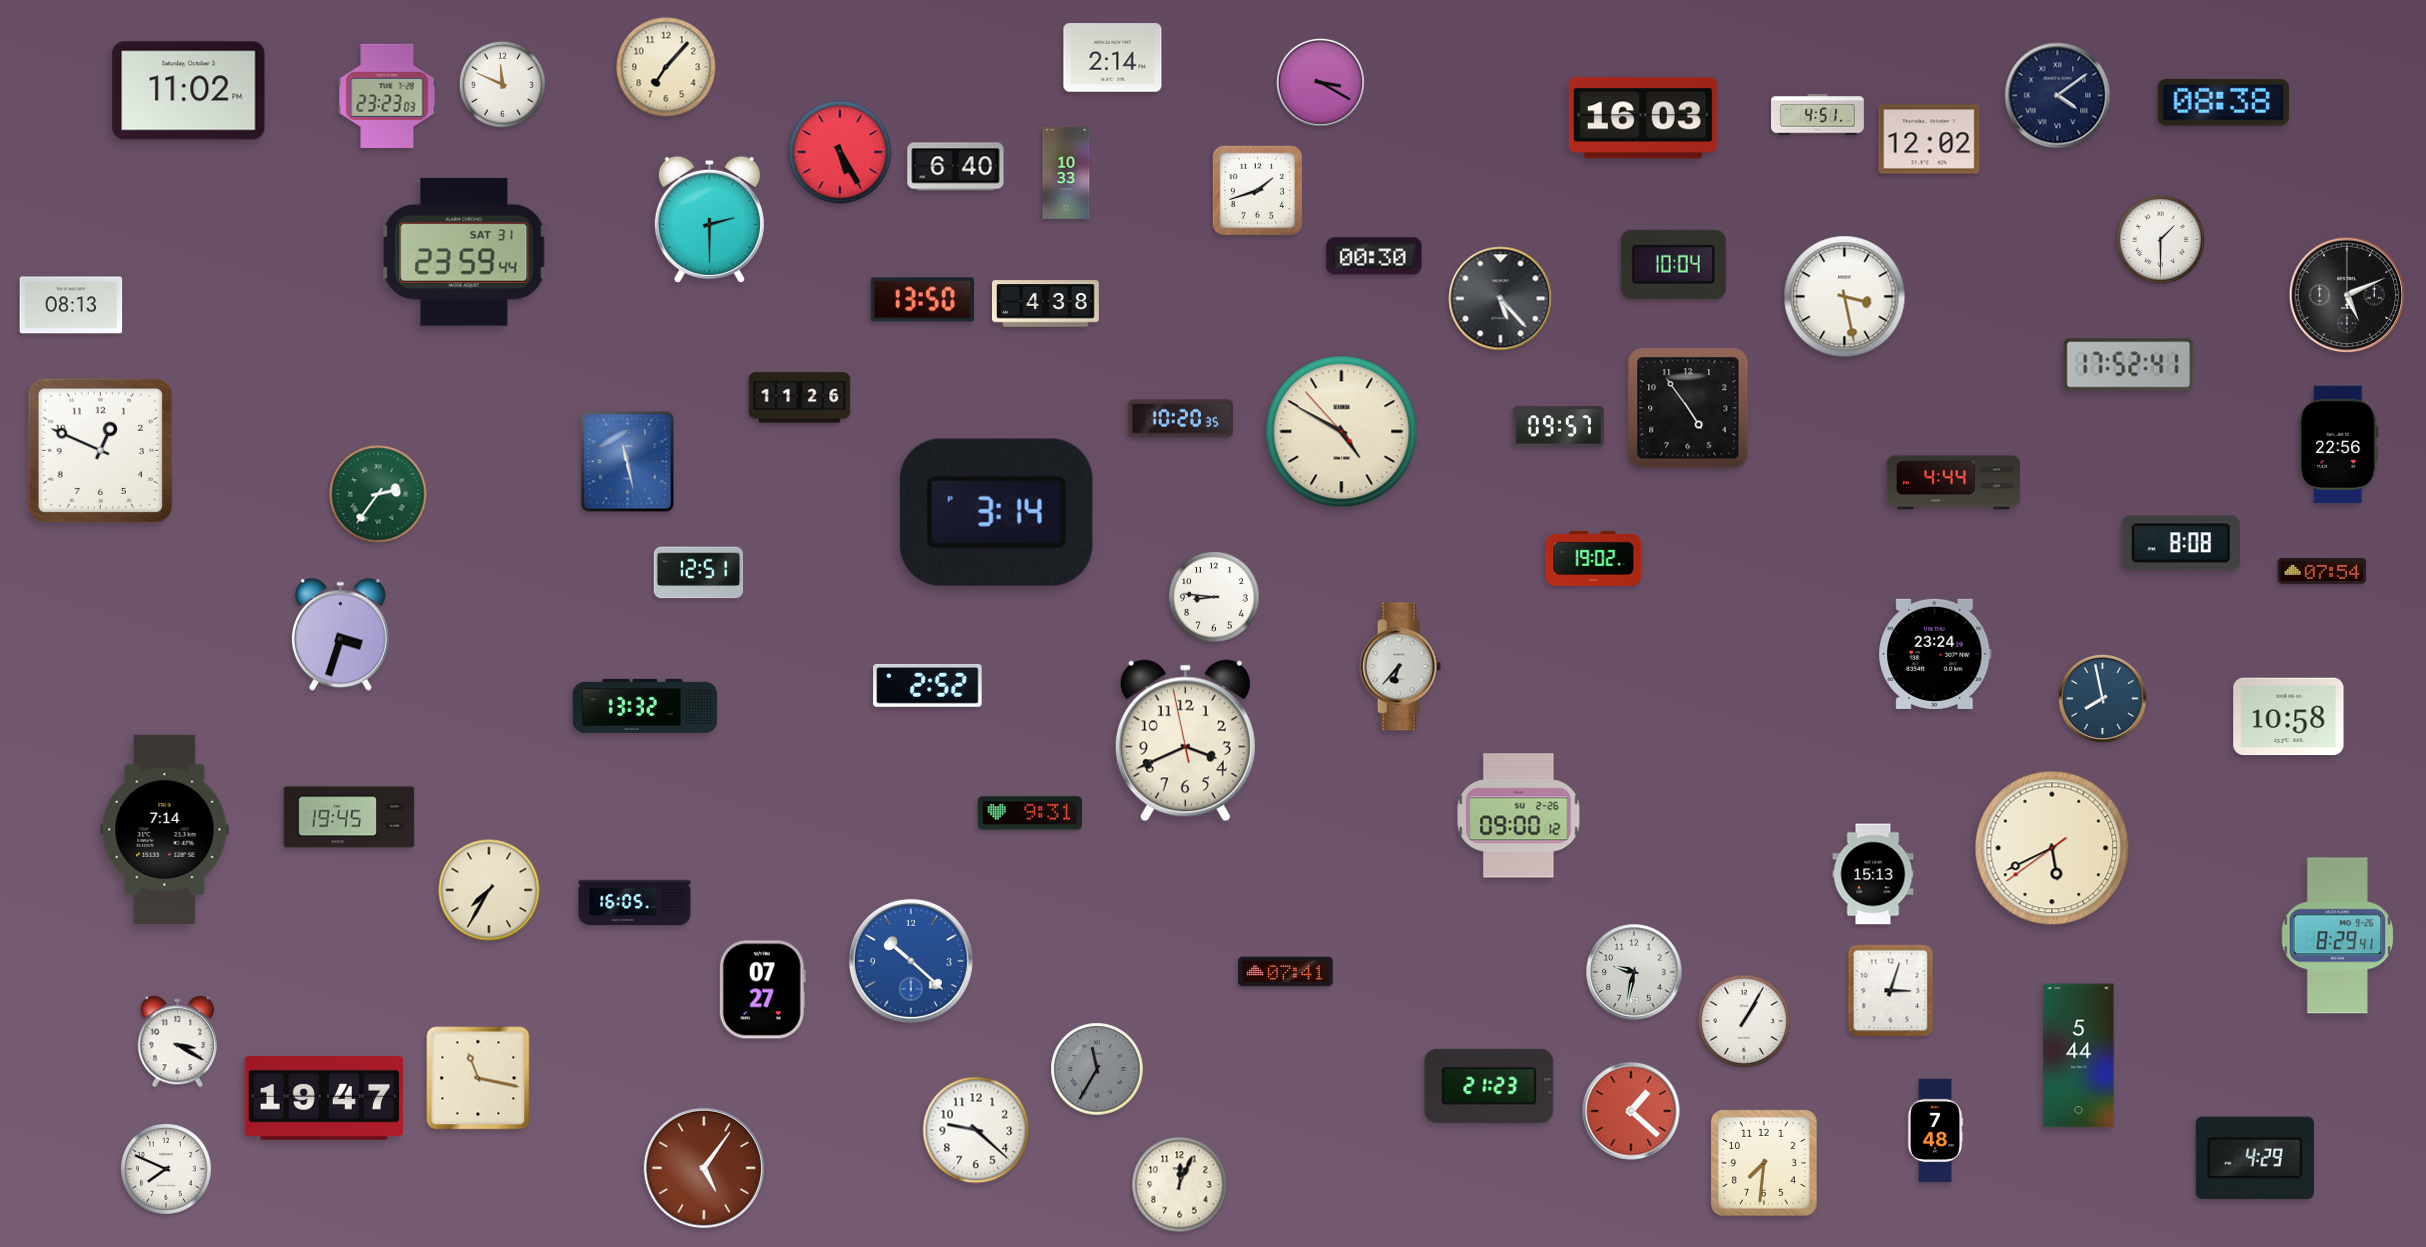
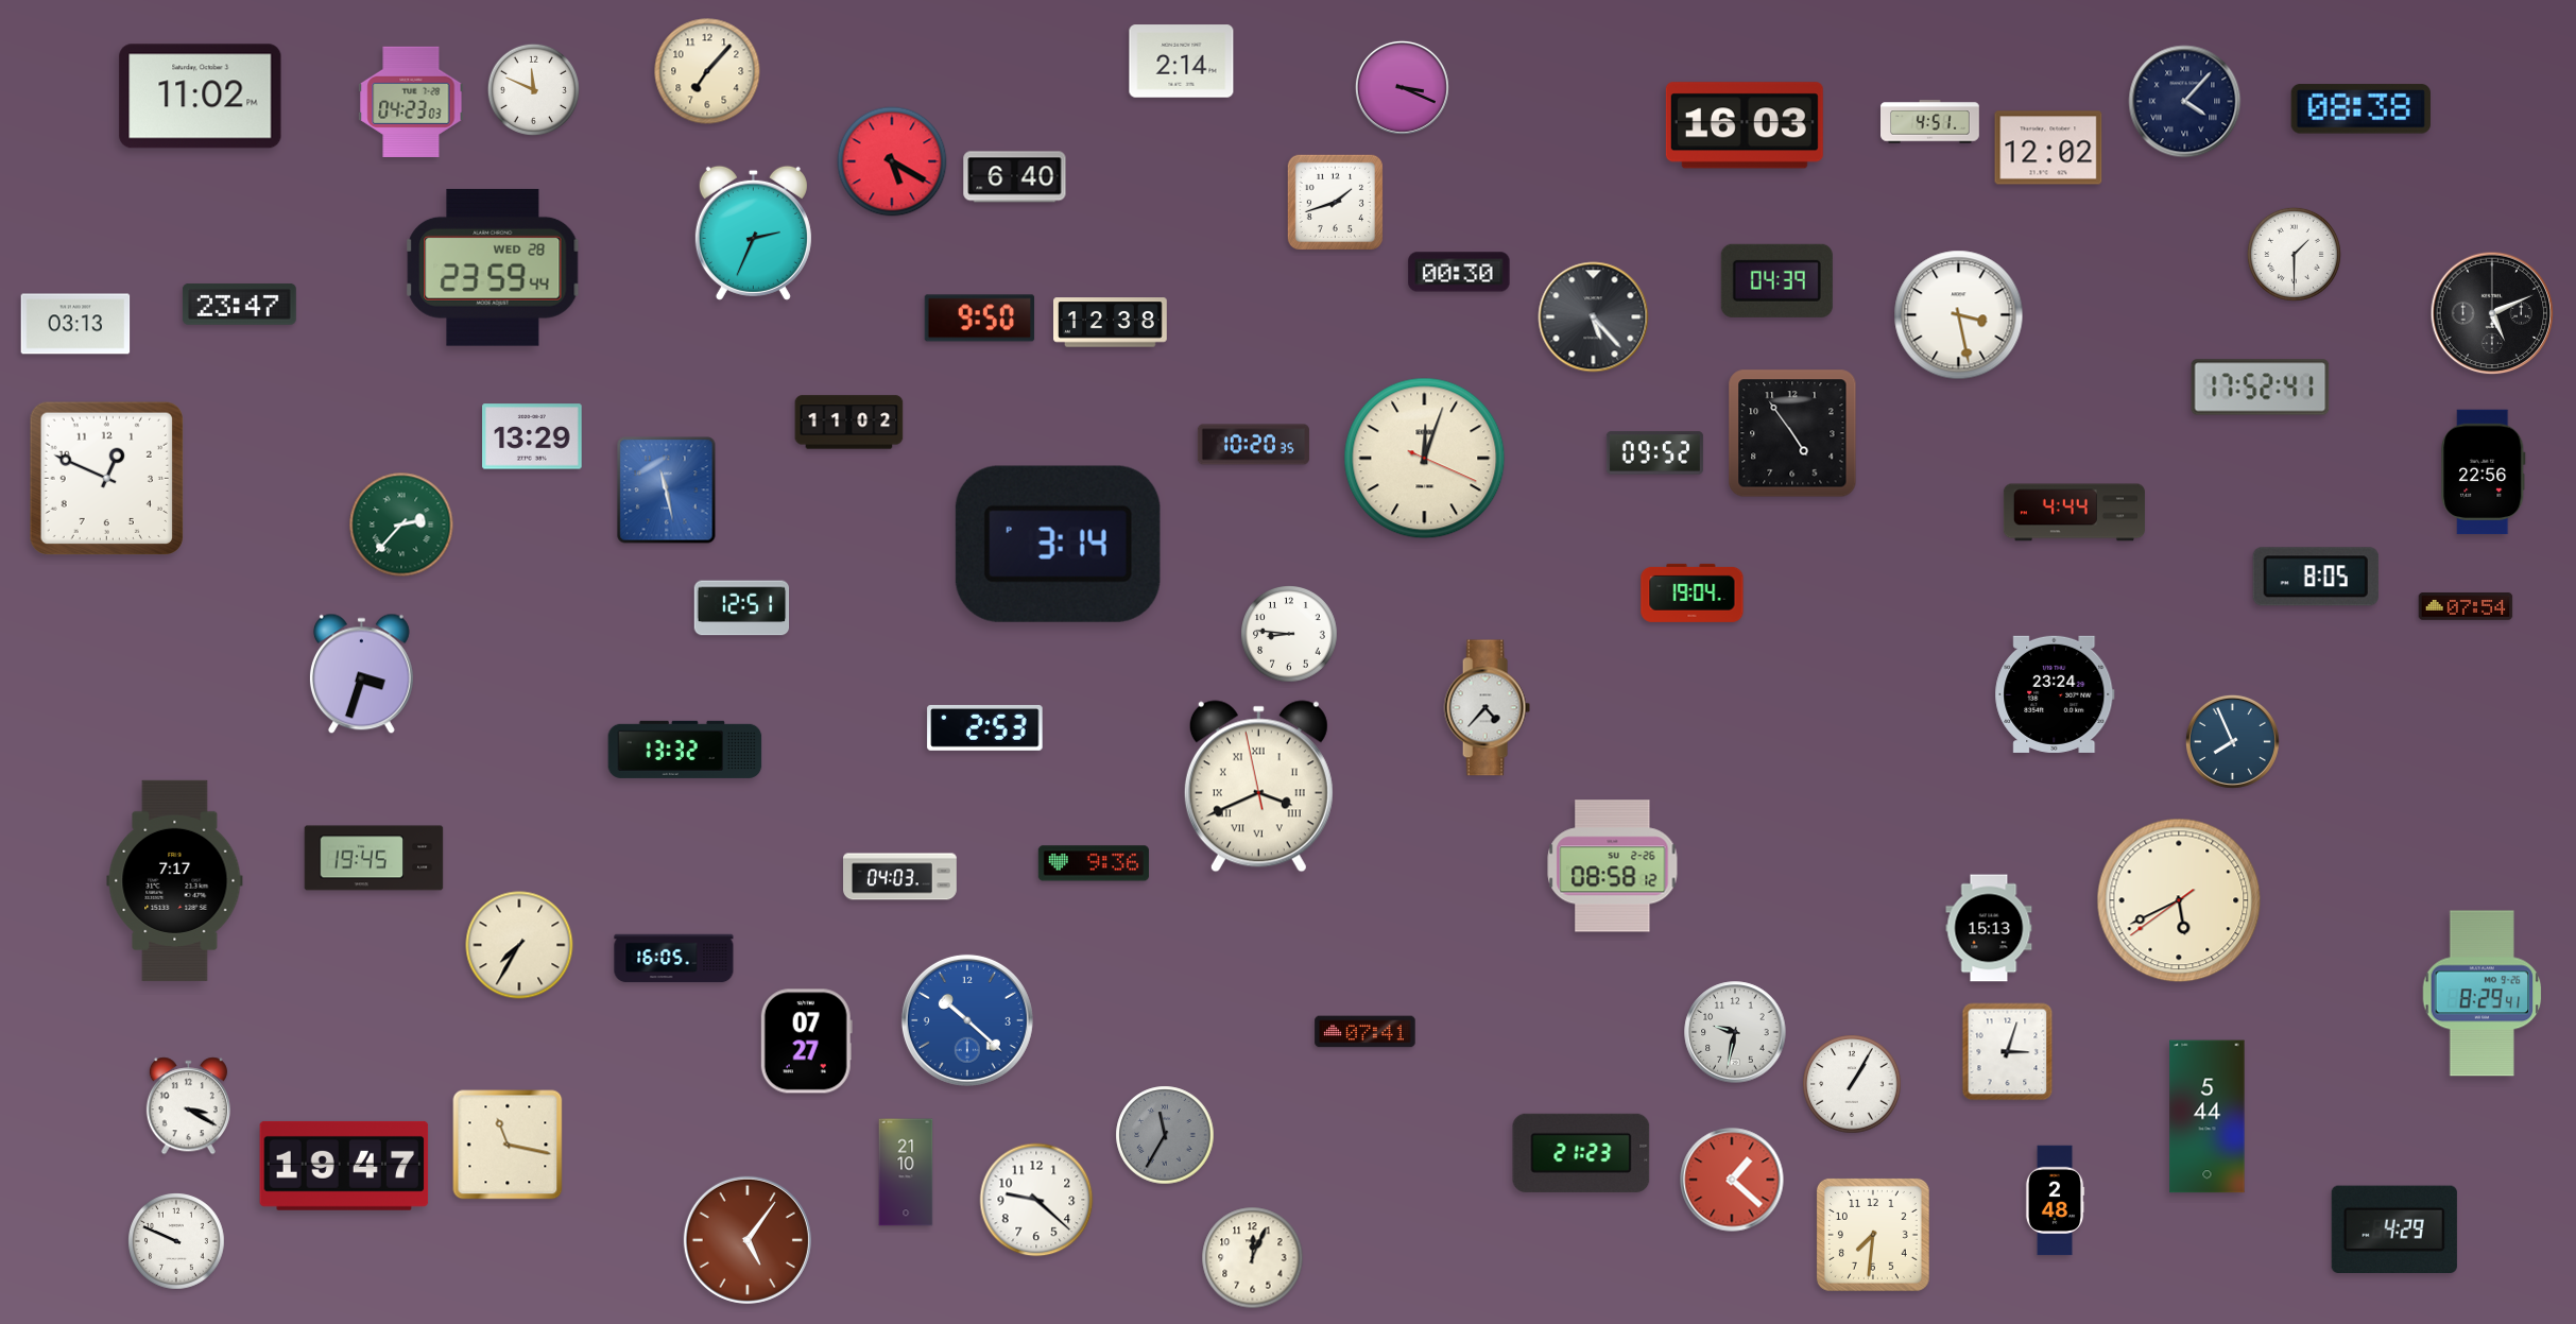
clock at (1320, 82): 3:20 -> 3:19
clock at (387, 96): 23:23 -> 04:23
clock at (2058, 96): 4:09 -> 4:07
clock at (840, 152): 5:25 -> 5:20
clock at (1066, 173): 10:33 -> none
clock at (709, 219): 2:30 -> 2:34
clock at (464, 252) date: SAT 31 -> WED 28
clock at (1673, 264): 10:04 -> 04:39
clock at (239, 304): none -> 23:47
clock at (923, 300): 13:50 -> 9:50
clock at (1046, 304): 4:38 -> 12:38
clock at (71, 305): 08:13 -> 03:13
clock at (800, 398): 11:26 -> 11:02
clock at (532, 436): none -> 13:29
clock at (1558, 427): 09:57 -> 09:52
clock at (1342, 432): 4:49 -> 12:03
clock at (378, 494): 2:36 -> 2:37
clock at (2181, 543): 8:08 -> 8:05
clock at (1594, 558): 19:02 -> 19:04
clock at (1400, 667): 6:37 -> 4:37
clock at (928, 685): 2:52 -> 2:53
clock at (2102, 698): 7:58 -> 7:56
clock at (2289, 717): 10:58 -> none
clock at (1185, 741) numerals: Arabic -> Roman
clock at (1030, 813): 9:31 -> 9:36
clock at (1519, 816): 09:00 -> 08:58
clock at (349, 817) position: (349, 817) -> (374, 858)
clock at (900, 877): none -> 04:03
clock at (165, 829): 7:14 -> 7:17
clock at (762, 990) position: (762, 990) -> (806, 1042)
clock at (2079, 1056) position: (2079, 1056) -> (2208, 1117)
clock at (906, 1172): none -> 21:10
clock at (1935, 1131): 7:48 -> 2:48
clock at (167, 1170): 7:49 -> 9:49
